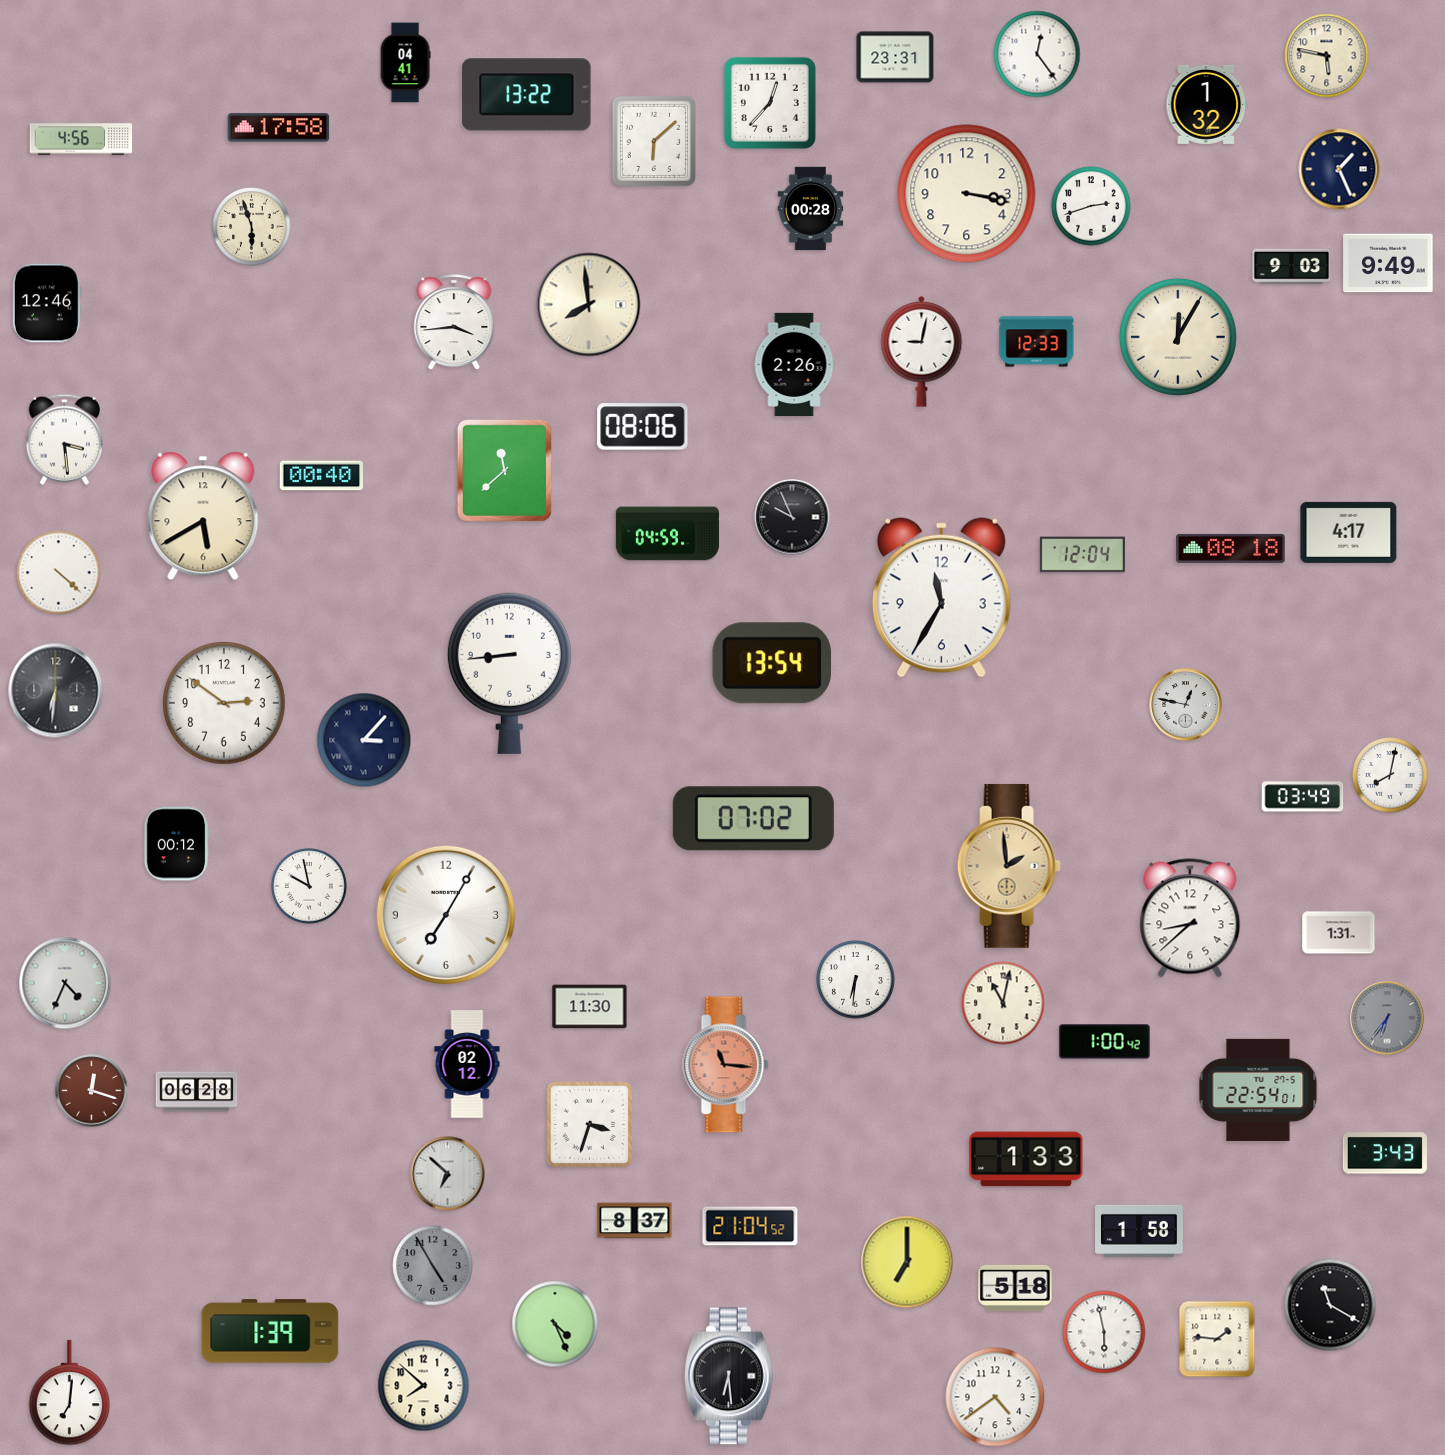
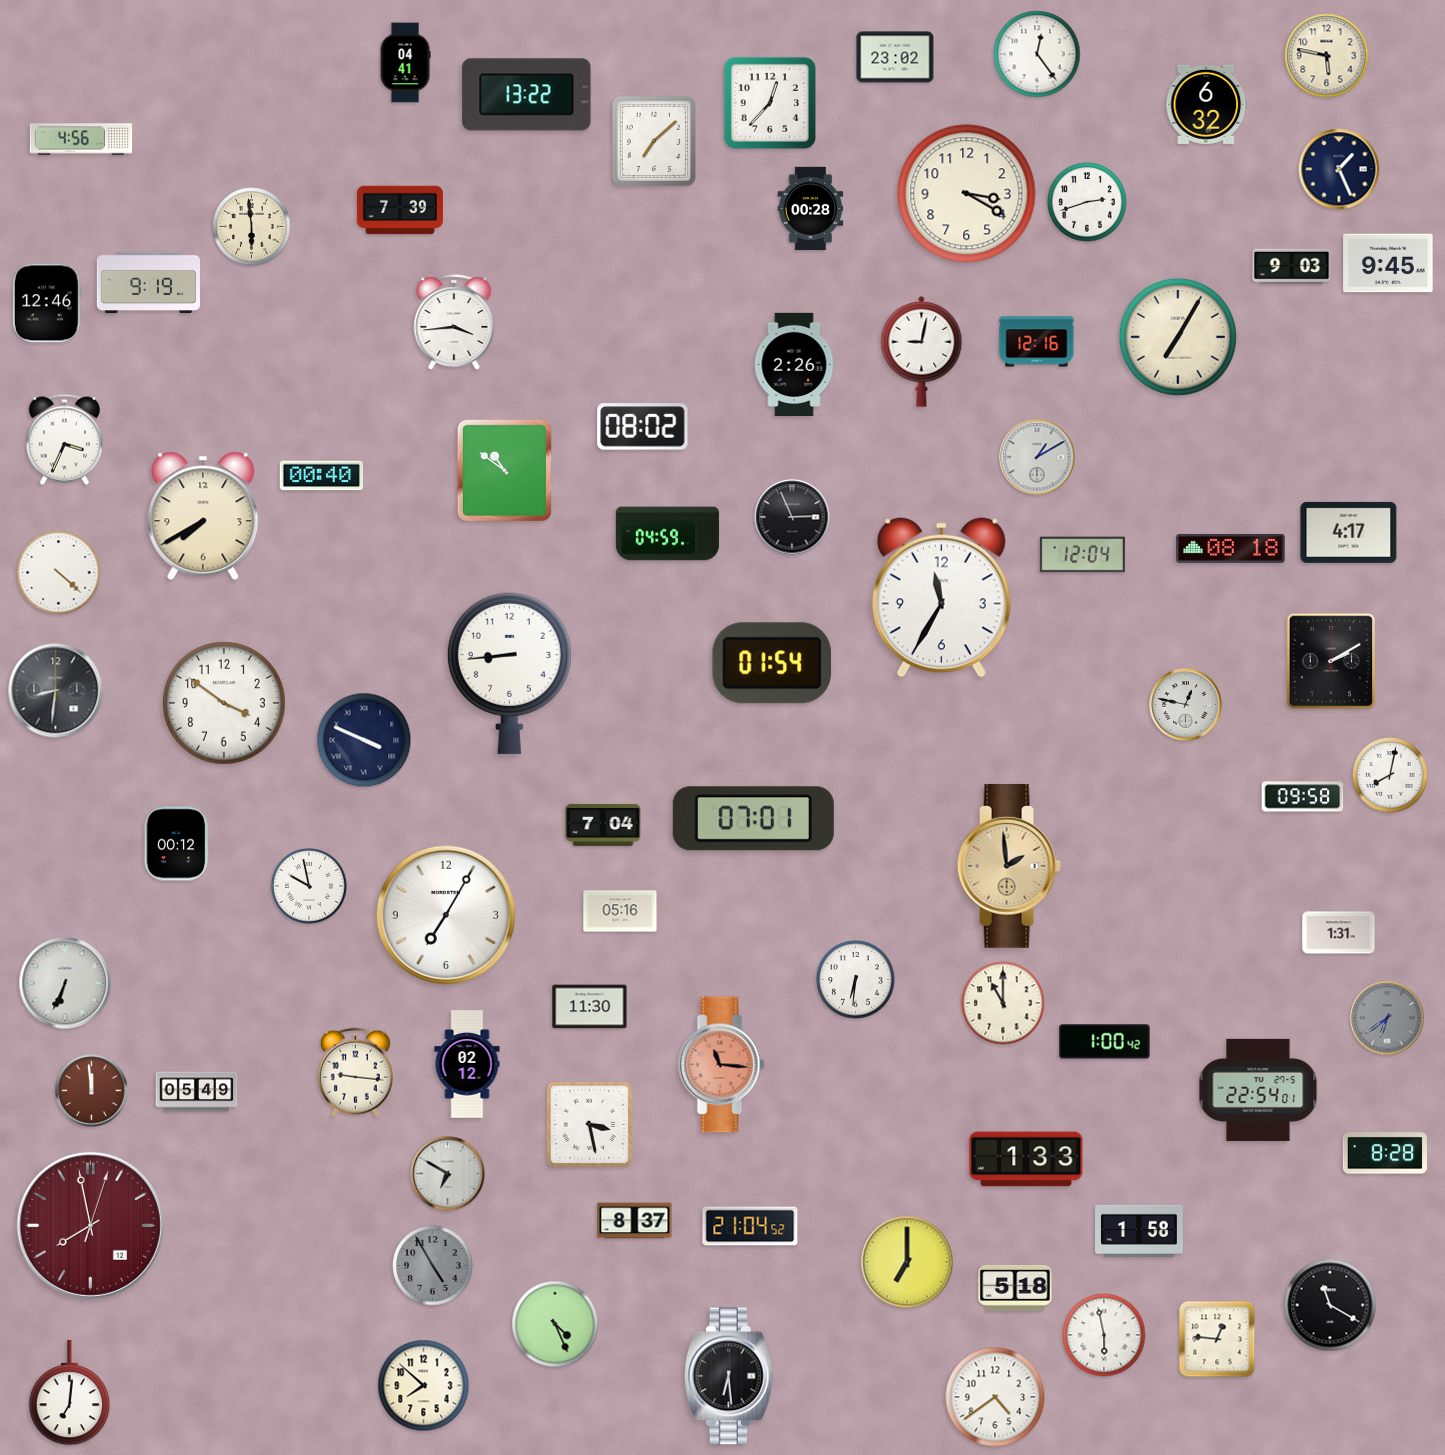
clock at (895, 57): 23:31 -> 23:02
clock at (1207, 104): 1:32 -> 6:32
clock at (279, 128): 17:58 -> none
clock at (653, 140): 6:08 -> 7:08
clock at (967, 194): 3:17 -> 3:20
clock at (1091, 206) position: (1091, 206) -> (1087, 202)
clock at (400, 210): none -> 7:39
clock at (252, 227): 5:57 -> 5:59
clock at (1388, 263): 9:49 -> 9:45
clock at (148, 283): none -> 9:19
clock at (589, 305): 7:59 -> none
clock at (1178, 337): 12:05 -> 7:05
clock at (1037, 342): 12:33 -> 12:16
clock at (643, 427): 08:06 -> 08:02
clock at (64, 439): 3:29 -> 3:34
clock at (1037, 457): none -> 1:10
clock at (504, 470): 11:38 -> 10:51
clock at (203, 516): 5:40 -> 7:40
clock at (792, 517): 9:56 -> 2:56
clock at (1331, 661): none -> 2:10
clock at (771, 663): 13:54 -> 01:54
clock at (56, 691): 6:31 -> 8:31
clock at (225, 704): 2:51 -> 3:51
clock at (364, 740): 3:07 -> 3:49
clock at (1303, 797): 03:49 -> 09:58
clock at (753, 819): 07:02 -> 07:01
clock at (603, 825): none -> 7:04
clock at (620, 911): none -> 05:16
clock at (1190, 918): 8:38 -> none
clock at (65, 983): 4:34 -> 6:34
clock at (1003, 1003): 11:02 -> 11:00
clock at (1387, 1018): 6:36 -> 6:39
clock at (726, 1065) position: (726, 1065) -> (722, 1065)
clock at (355, 1073): none -> 9:16
clock at (92, 1091): 12:18 -> 11:59
clock at (197, 1092): 06:28 -> 05:49
clock at (590, 1125): 3:33 -> 3:28
clock at (1385, 1153): 3:43 -> 8:28
clock at (448, 1174): 6:52 -> 6:50
clock at (90, 1225): none -> 7:58
clock at (270, 1331): 1:39 -> none
clock at (1104, 1332) position: (1104, 1332) -> (1104, 1335)
clock at (1217, 1339): 1:46 -> 12:46
